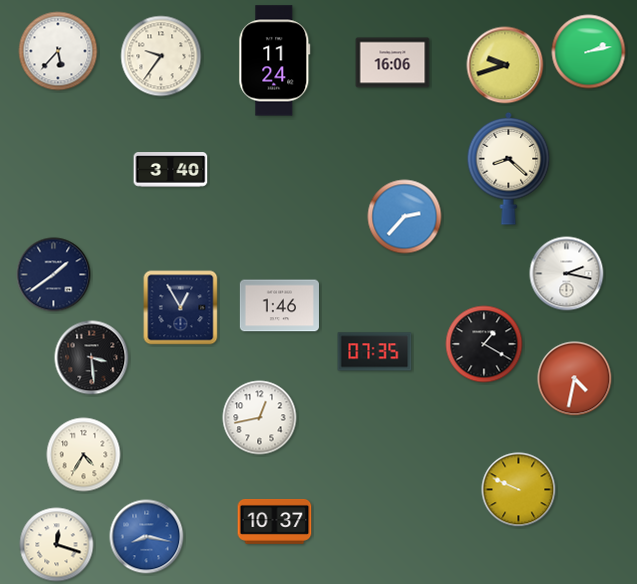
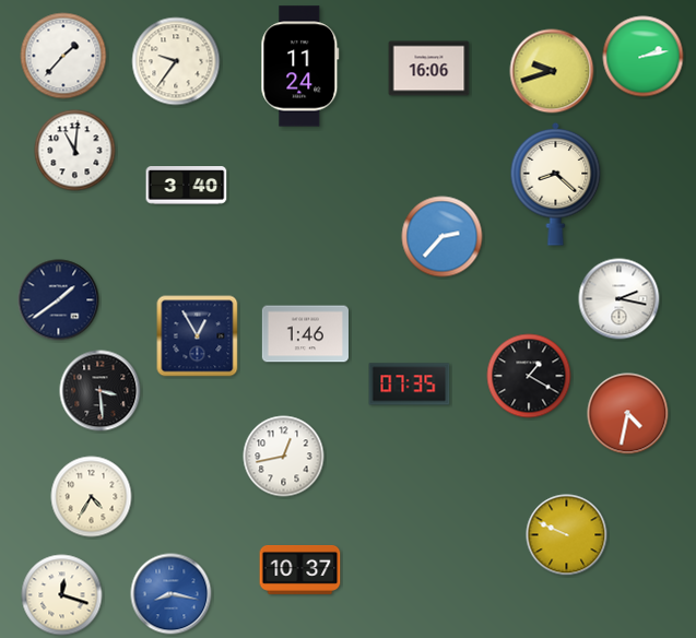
clock at (58, 51): 5:37 -> 1:37
clock at (75, 151): none -> 11:01
clock at (147, 537) position: (147, 537) -> (172, 594)
